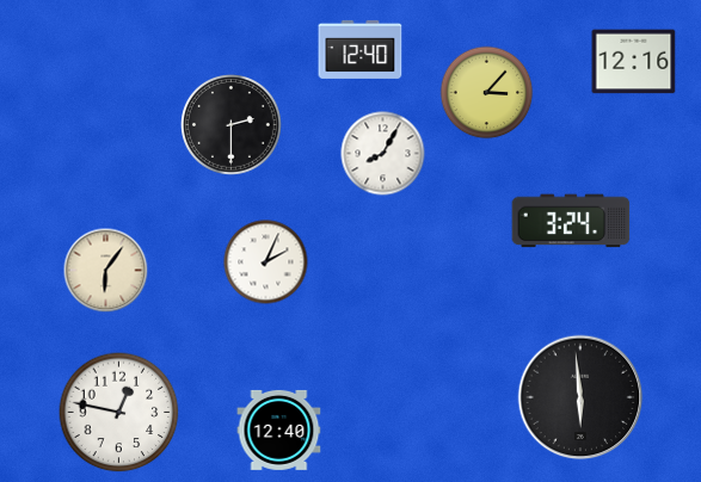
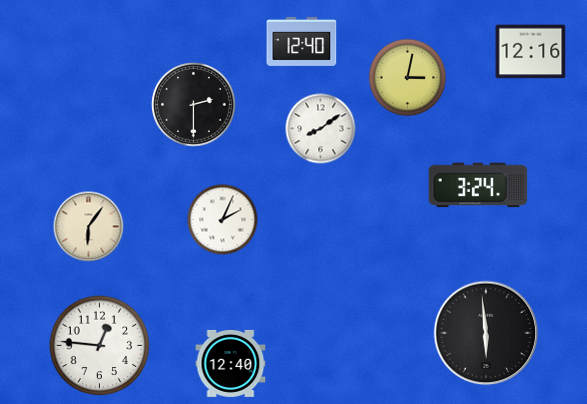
clock at (487, 93): 3:07 -> 3:02
clock at (383, 154): 8:05 -> 8:09
clock at (119, 413): 12:47 -> 12:46
clock at (279, 430) position: (279, 430) -> (231, 363)
